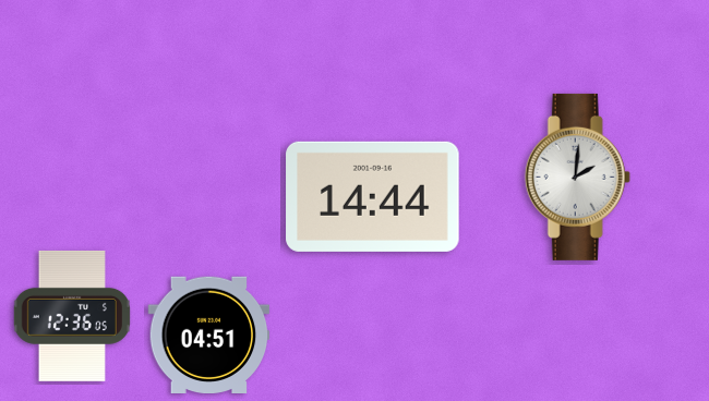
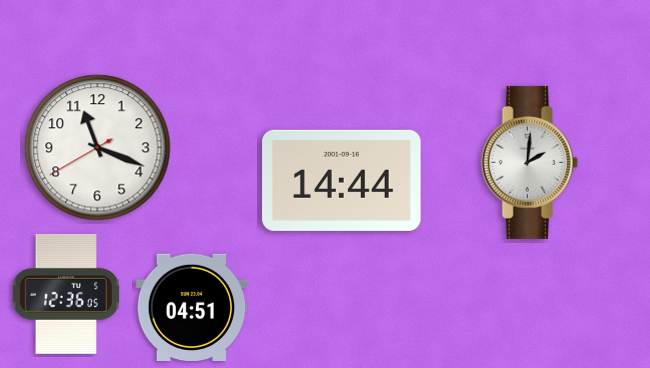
clock at (98, 148): none -> 11:18
clock at (72, 316) position: (72, 316) -> (66, 294)
